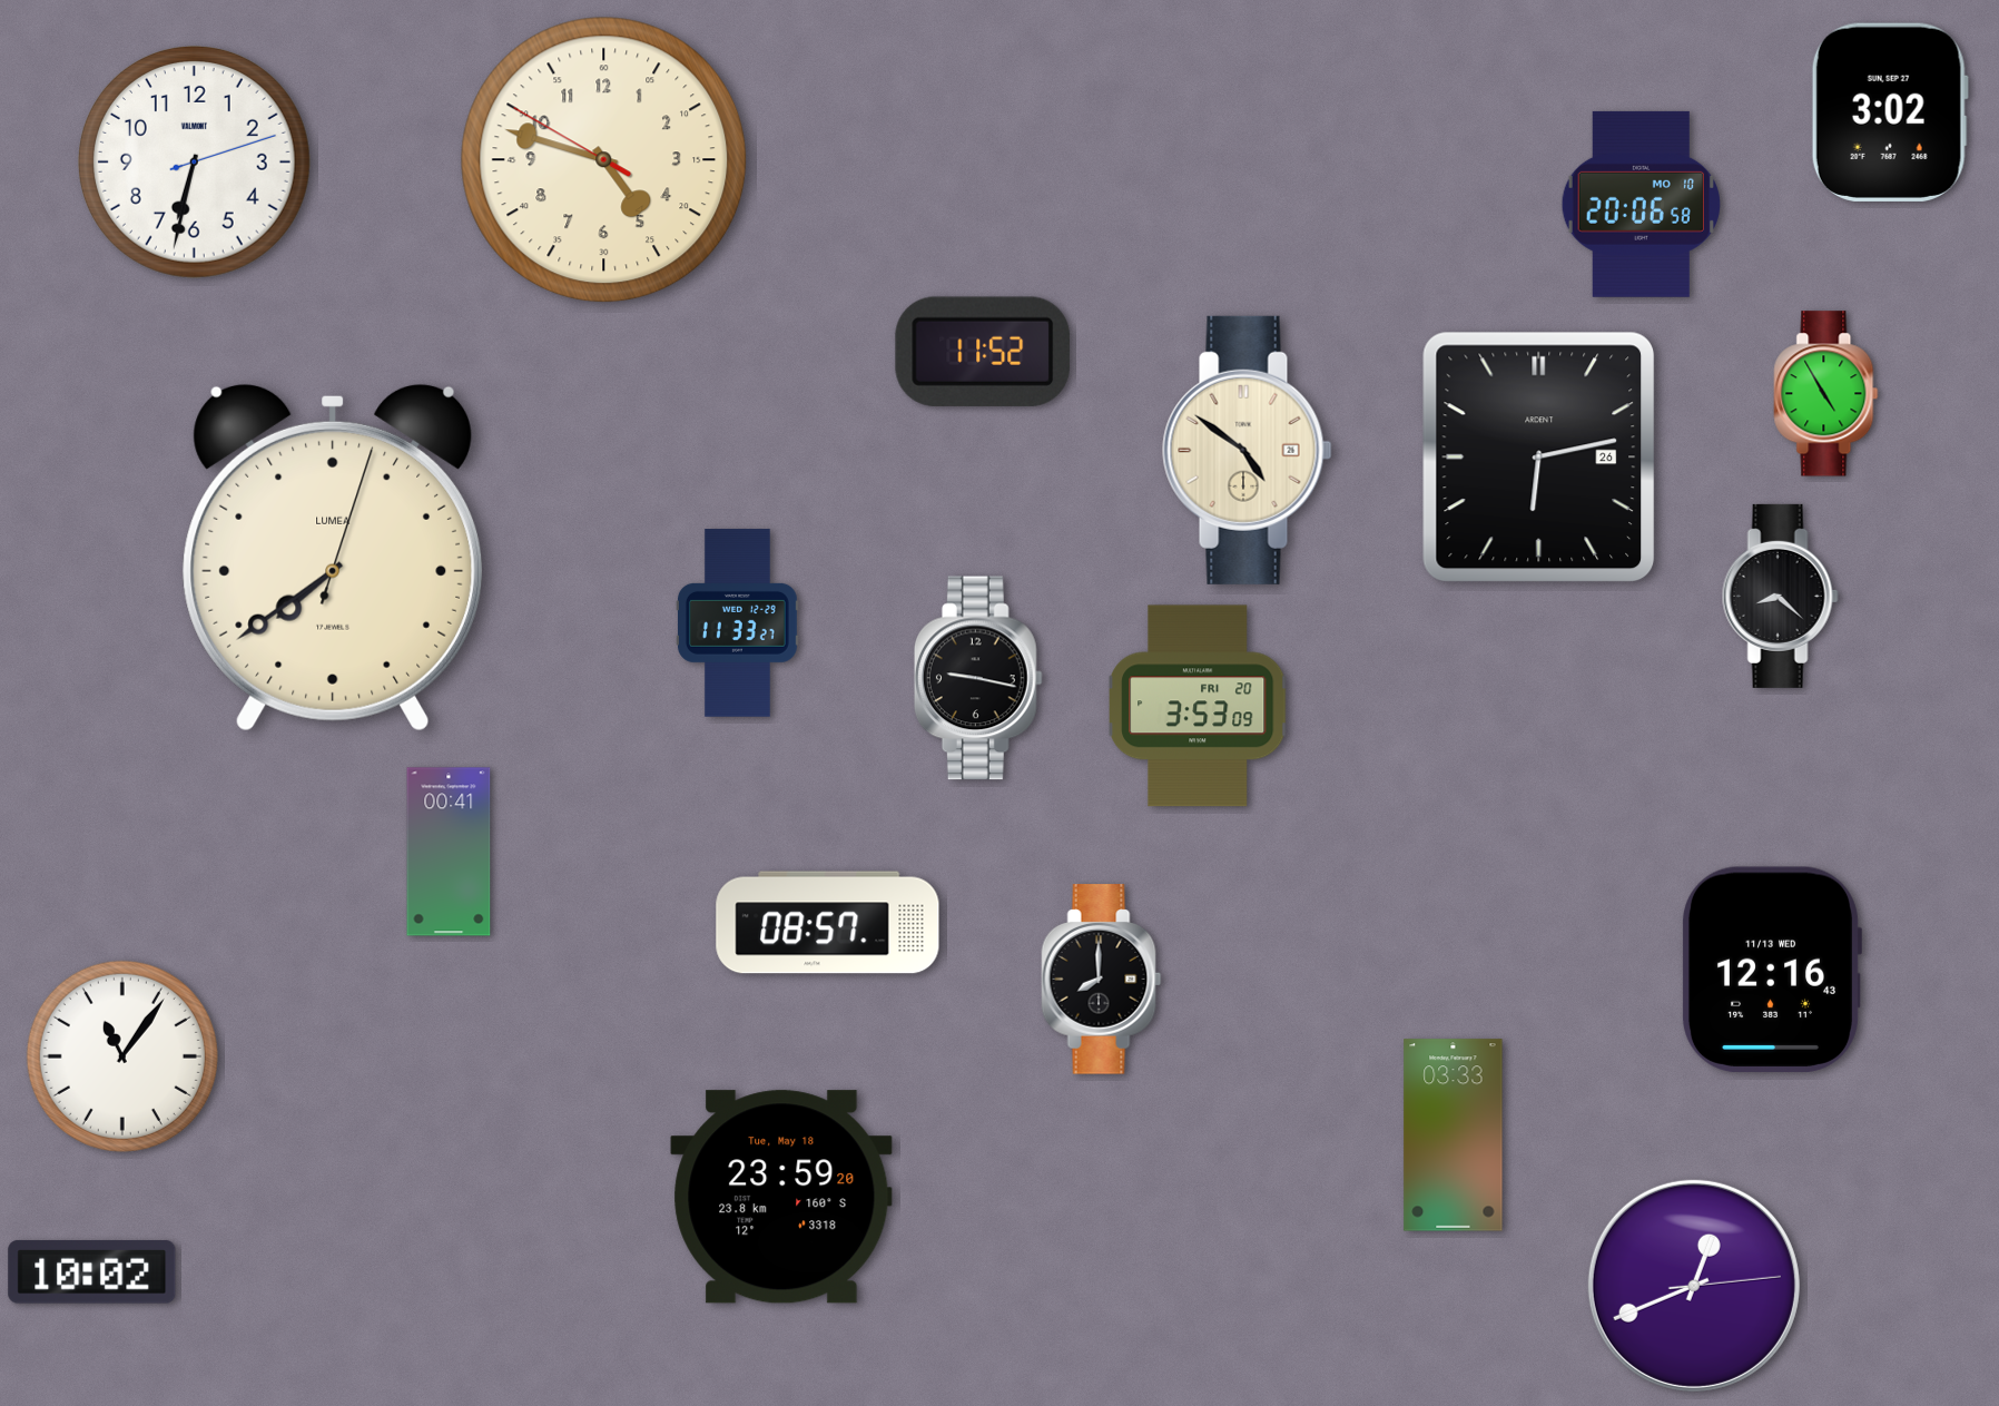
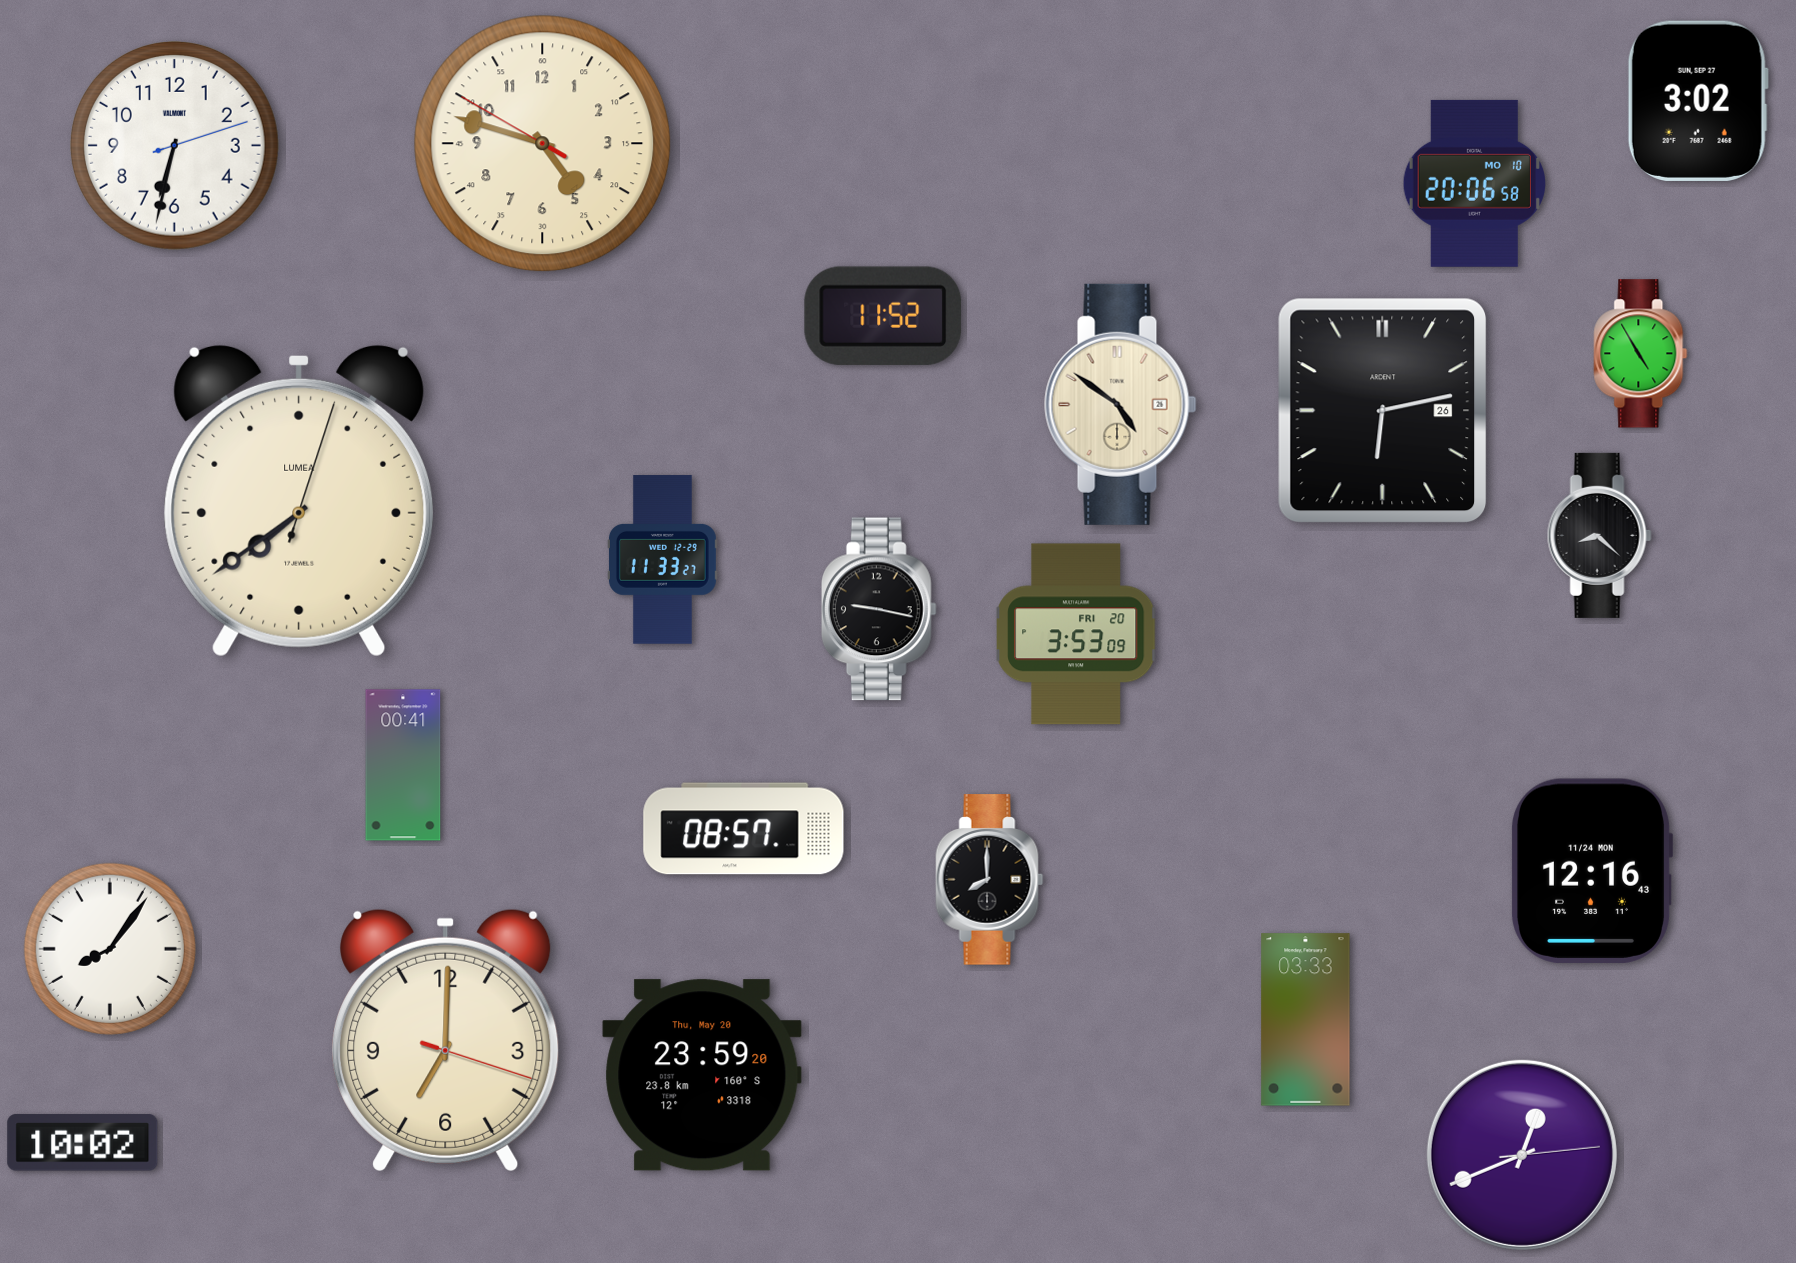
clock at (1771, 970) date: 11/13 WED -> 11/24 MON
clock at (122, 1056): 11:06 -> 8:06
clock at (446, 1040): none -> 7:00
clock at (781, 1197) date: Tue, May 18 -> Thu, May 20
